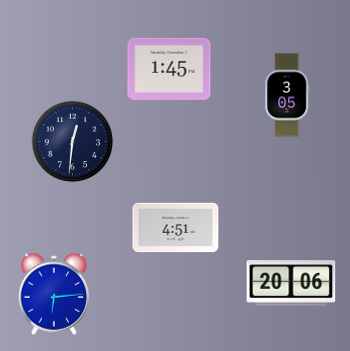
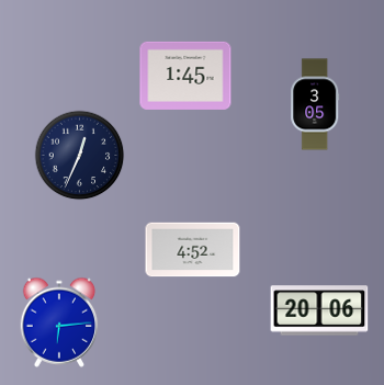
clock at (73, 142): 12:31 -> 12:34
clock at (176, 228): 4:51 -> 4:52
